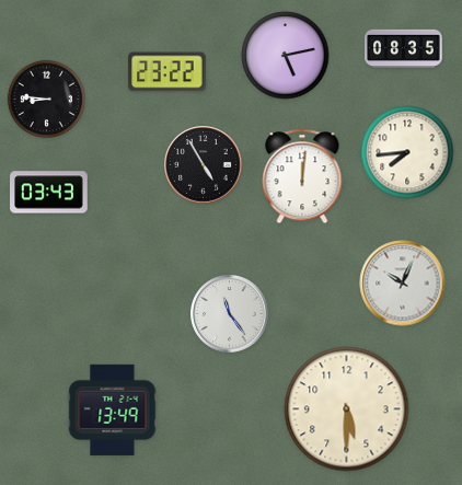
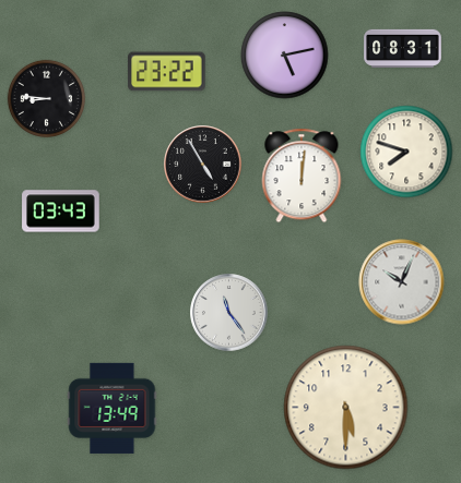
clock at (404, 48): 08:35 -> 08:31
clock at (407, 152): 7:44 -> 7:48
clock at (49, 193) position: (49, 193) -> (61, 212)
